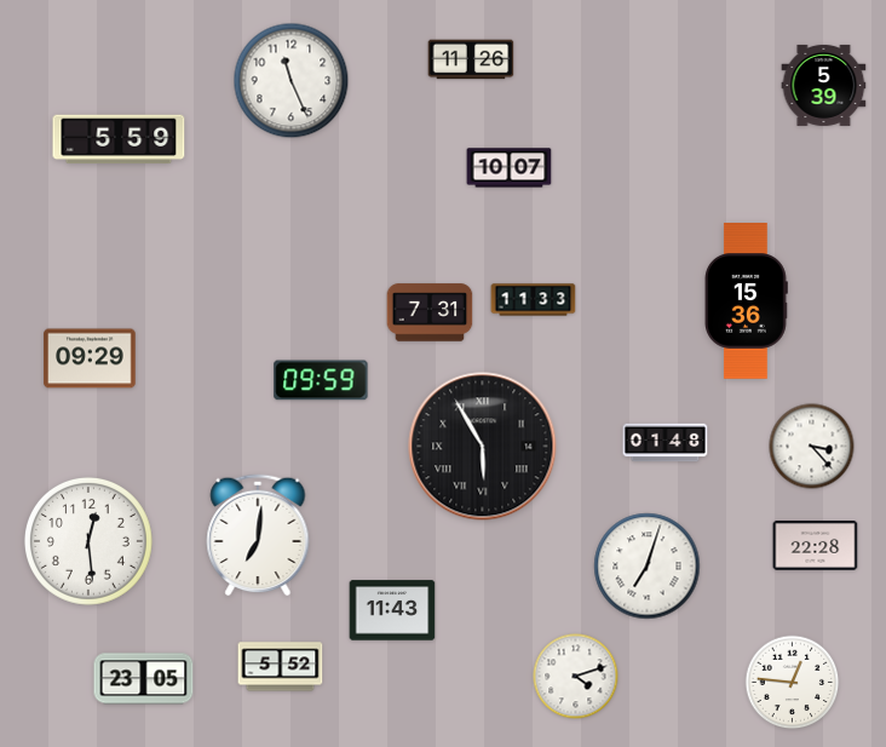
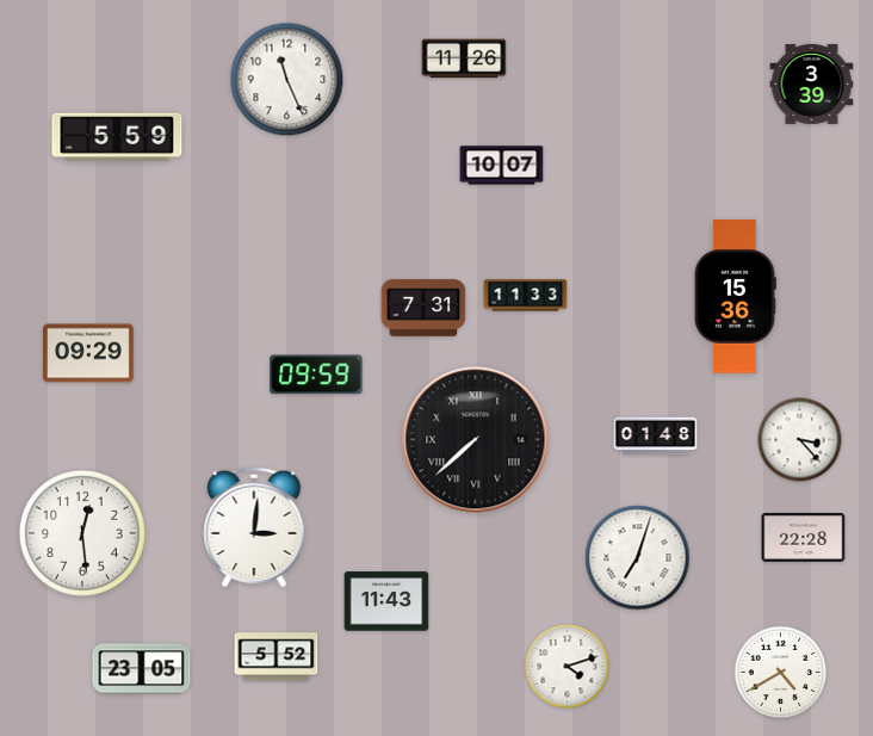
clock at (824, 85): 5:39 -> 3:39
clock at (483, 447): 5:55 -> 7:38
clock at (258, 535): 7:01 -> 3:01
clock at (88, 541) position: (88, 541) -> (82, 533)
clock at (793, 683): 12:46 -> 4:40
